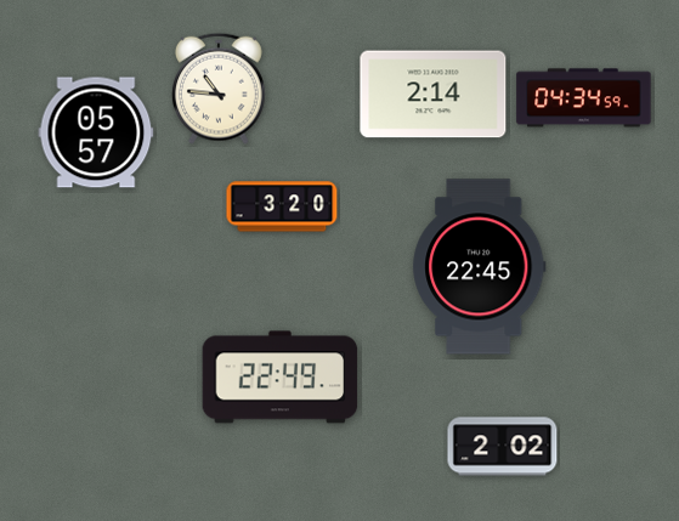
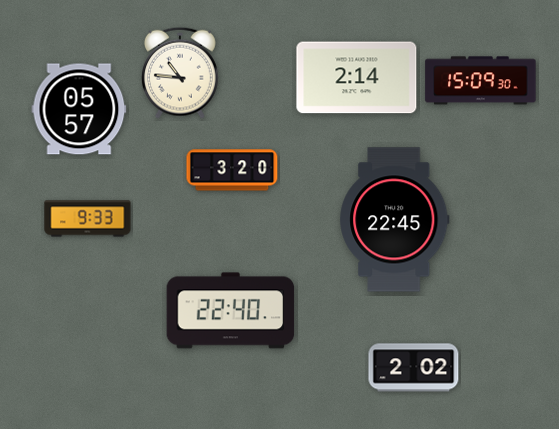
clock at (584, 98): 04:34 -> 15:09
clock at (88, 219): none -> 9:33
clock at (281, 378): 22:49 -> 22:40
